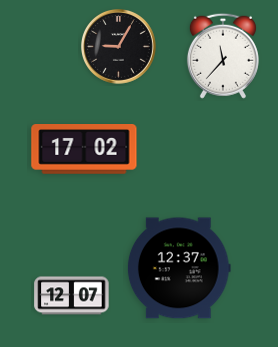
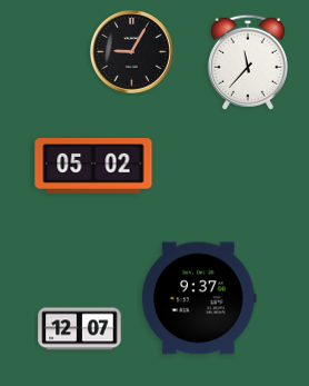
clock at (84, 149): 17:02 -> 05:02
clock at (179, 268): 12:37 -> 9:37
